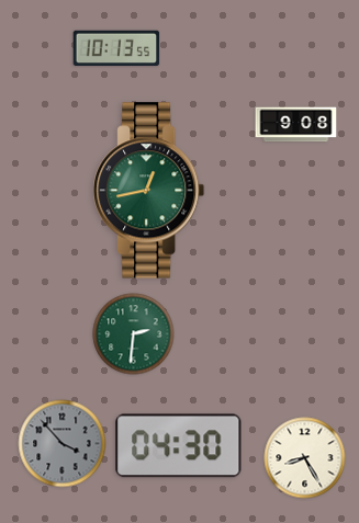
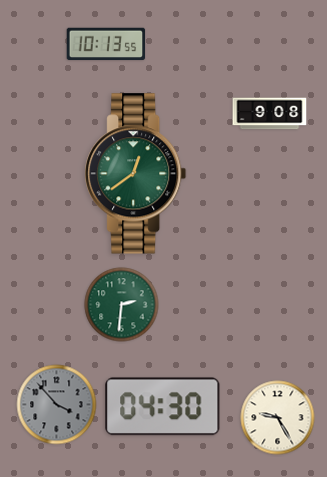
clock at (149, 191): 12:43 -> 12:39
clock at (305, 458): 8:25 -> 9:25
